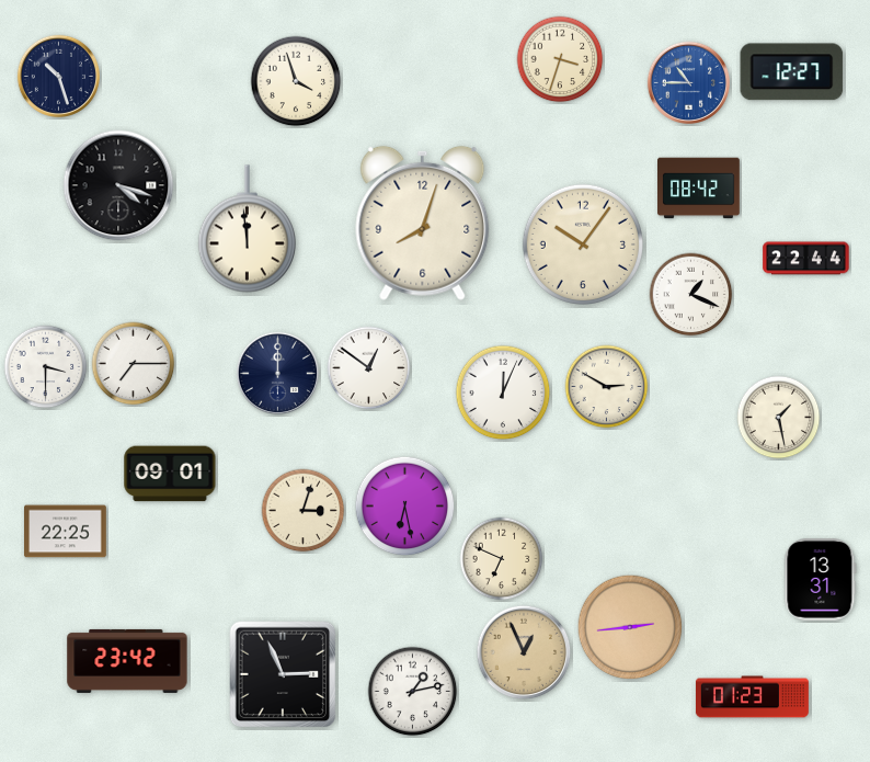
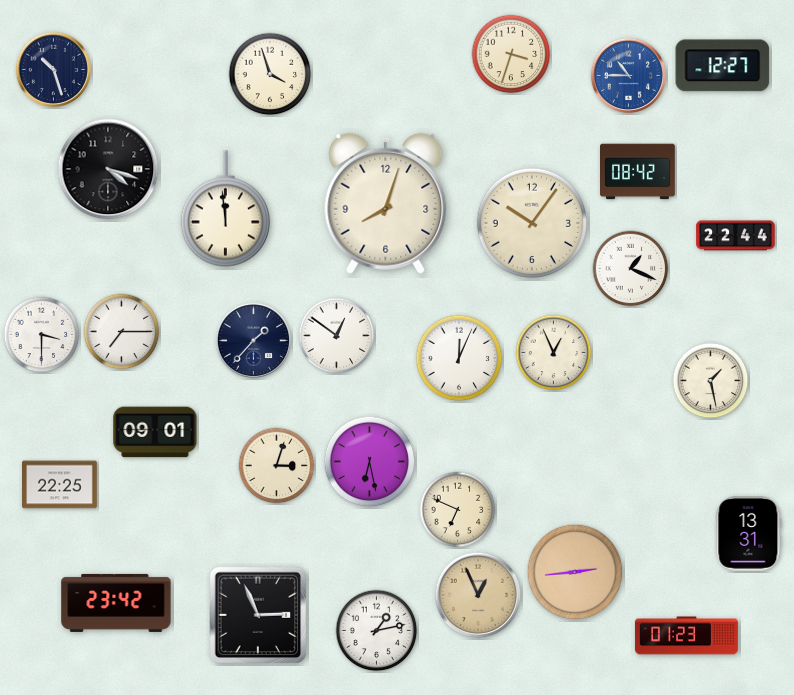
clock at (277, 373): 12:00 -> 1:37
clock at (607, 387): 2:50 -> 12:56
clock at (821, 580) position: (821, 580) -> (749, 534)
